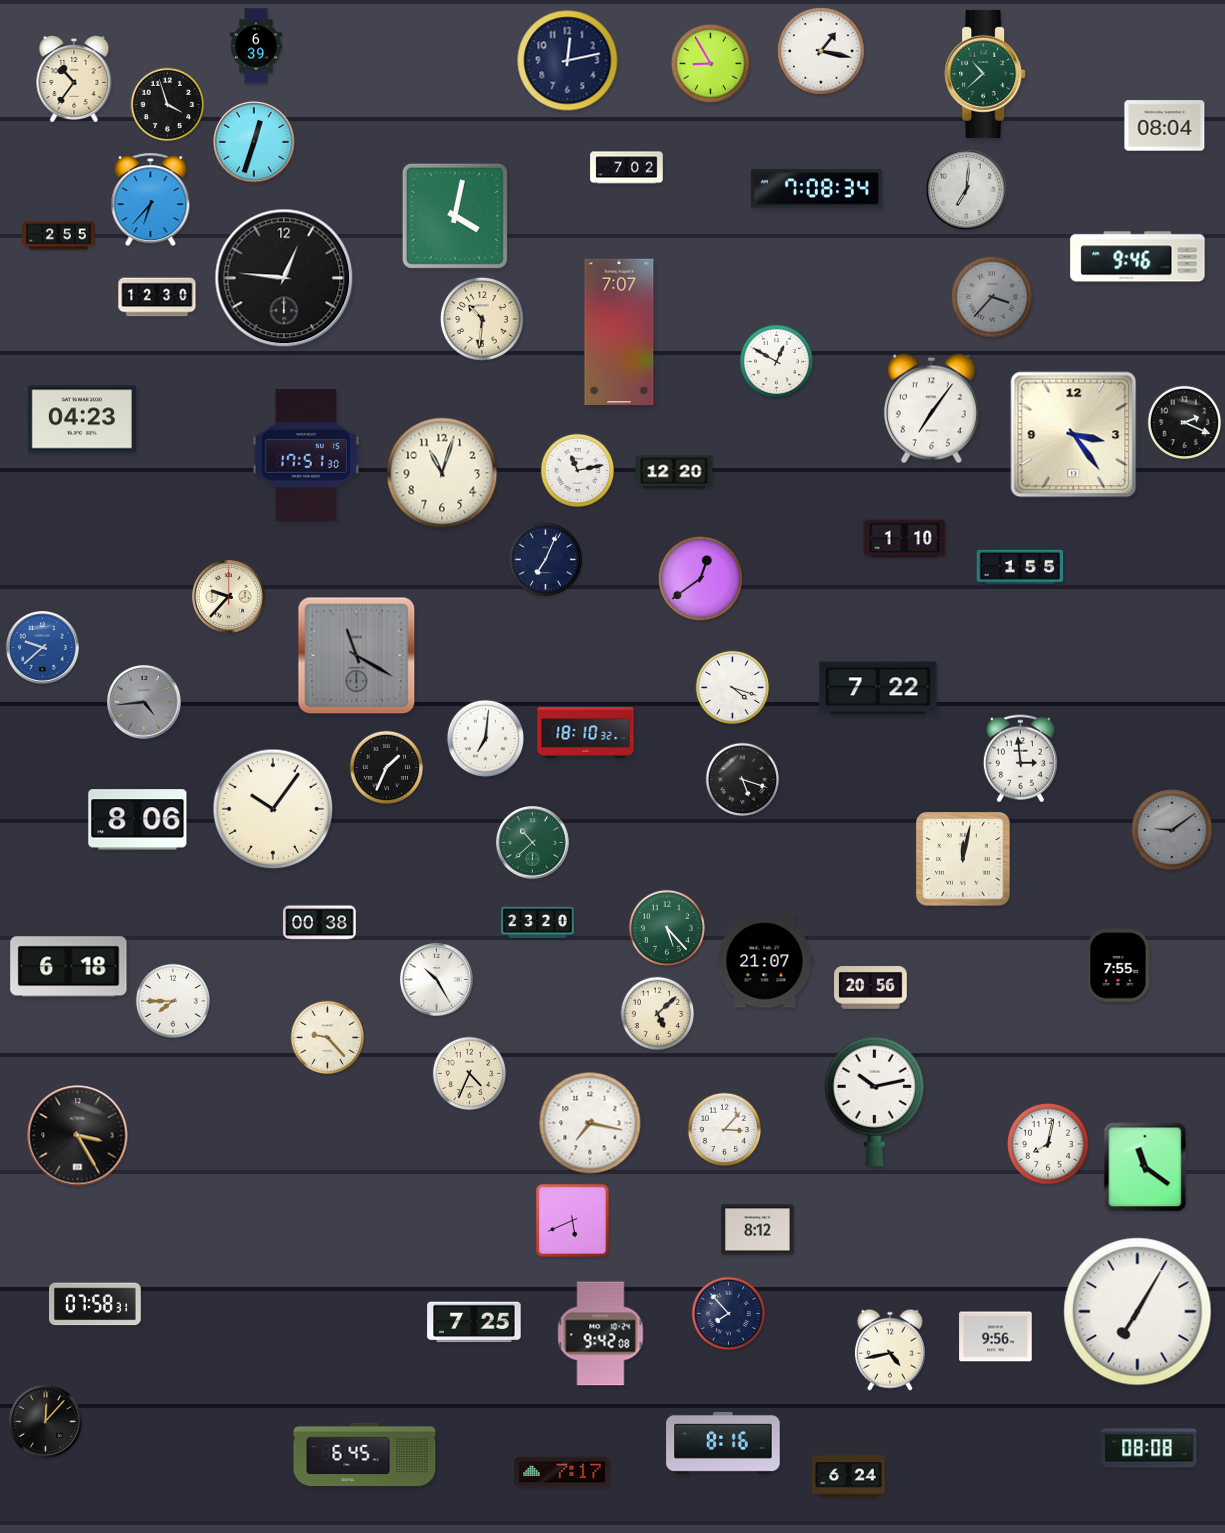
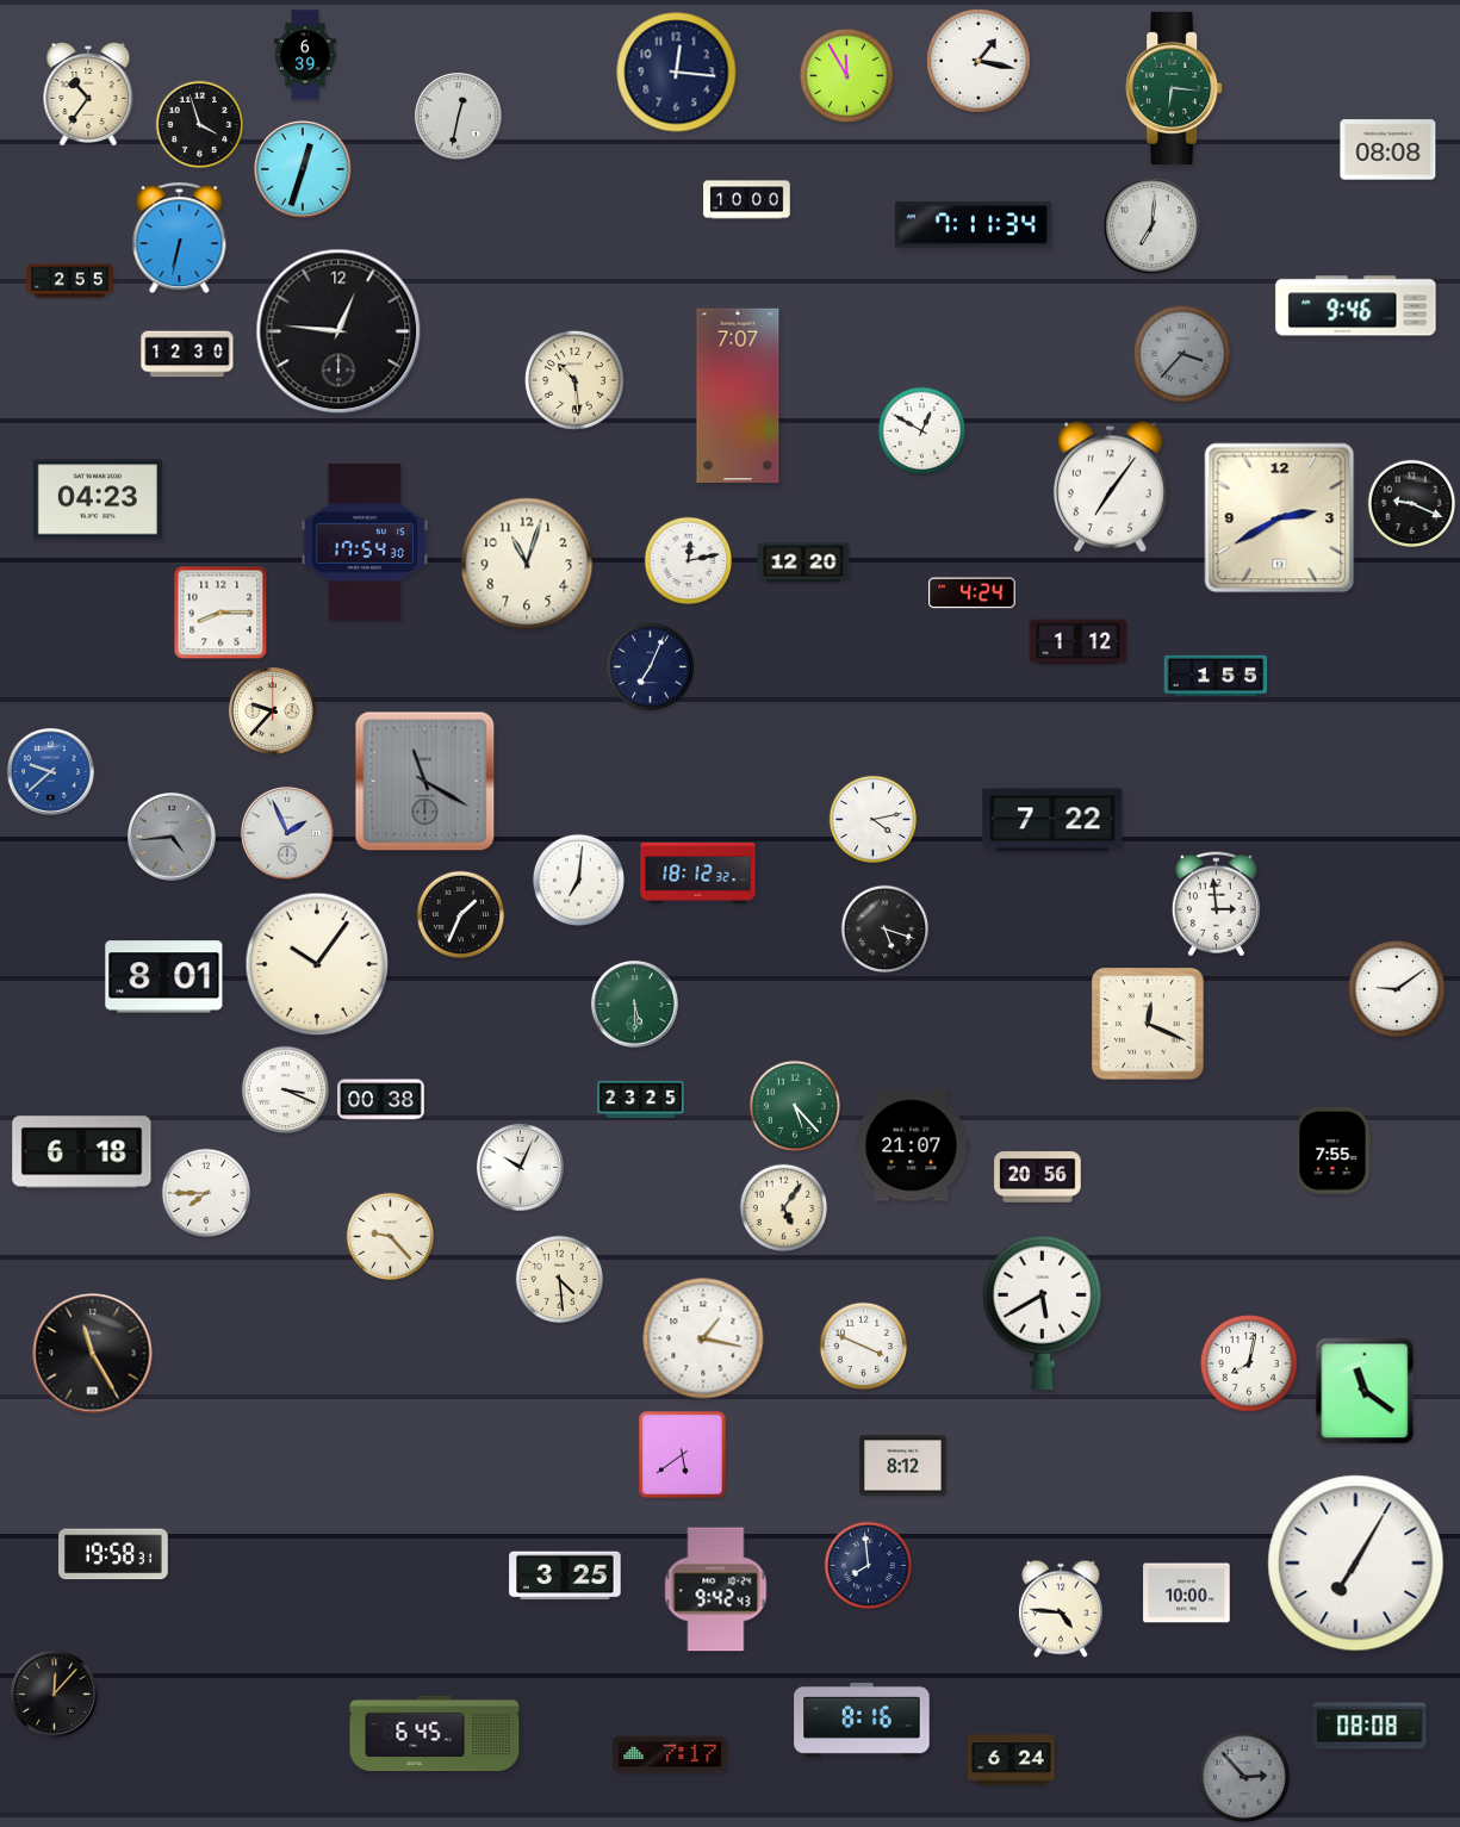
clock at (568, 61): 12:13 -> 12:16
clock at (710, 63): 8:55 -> 11:55
clock at (985, 74): 10:38 -> 6:16
clock at (459, 117): none -> 12:32
clock at (1165, 126): 08:04 -> 08:08
clock at (627, 168): 7:02 -> 10:00
clock at (816, 189): 7:08 -> 7:11
clock at (151, 200): 6:37 -> 6:32
clock at (455, 216): 4:02 -> none
clock at (483, 320): 10:31 -> 10:29
clock at (777, 362) position: (777, 362) -> (922, 431)
clock at (1185, 423): 2:19 -> 9:19
clock at (1074, 435): 3:24 -> 2:40
clock at (306, 456): 17:51 -> 17:54
clock at (578, 471): 11:13 -> 12:13
clock at (973, 594): none -> 4:24
clock at (220, 613): none -> 8:15
clock at (905, 539): 1:10 -> 1:12
clock at (701, 579): 12:39 -> none
clock at (733, 688): 4:18 -> 4:13
clock at (878, 688) position: (878, 688) -> (1052, 820)
clock at (287, 833): none -> 1:56
clock at (586, 733): 18:10 -> 18:12
clock at (273, 809) position: (273, 809) -> (317, 964)
clock at (138, 820): 8:06 -> 8:01
clock at (1172, 830) dial: grey -> white
clock at (533, 843): 10:38 -> 5:30
clock at (963, 859): 12:02 -> 12:19
clock at (286, 1090): none -> 3:19
clock at (538, 923): 23:20 -> 23:25
clock at (437, 980): 10:25 -> 10:04
clock at (658, 1014): 5:08 -> 5:06
clock at (470, 1074): 4:34 -> 4:29
clock at (874, 1101): 10:13 -> 5:40
clock at (590, 1123): 7:17 -> 1:17
clock at (725, 1130): 3:07 -> 3:49
clock at (78, 1136): 3:25 -> 11:25
clock at (572, 1220): 5:41 -> 5:39
clock at (96, 1304): 07:58 -> 19:58
clock at (729, 1314): 7:53 -> 7:59
clock at (474, 1322): 7:25 -> 3:25
clock at (601, 1334): 9:42:08 -> 9:42:43
clock at (996, 1337): 9:56 -> 10:00
clock at (890, 1350): 4:43 -> 4:46
clock at (1244, 1777): none -> 2:53
